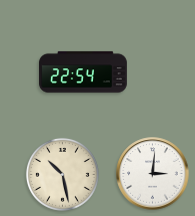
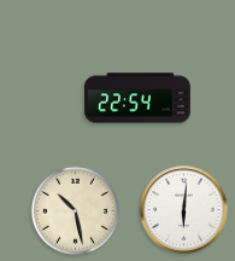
clock at (84, 72) position: (84, 72) -> (139, 98)
clock at (153, 174): 3:01 -> 6:01
